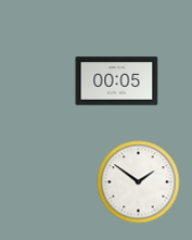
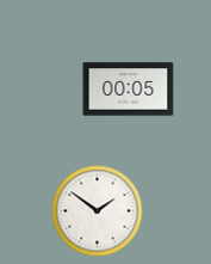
clock at (139, 182) position: (139, 182) -> (98, 211)
